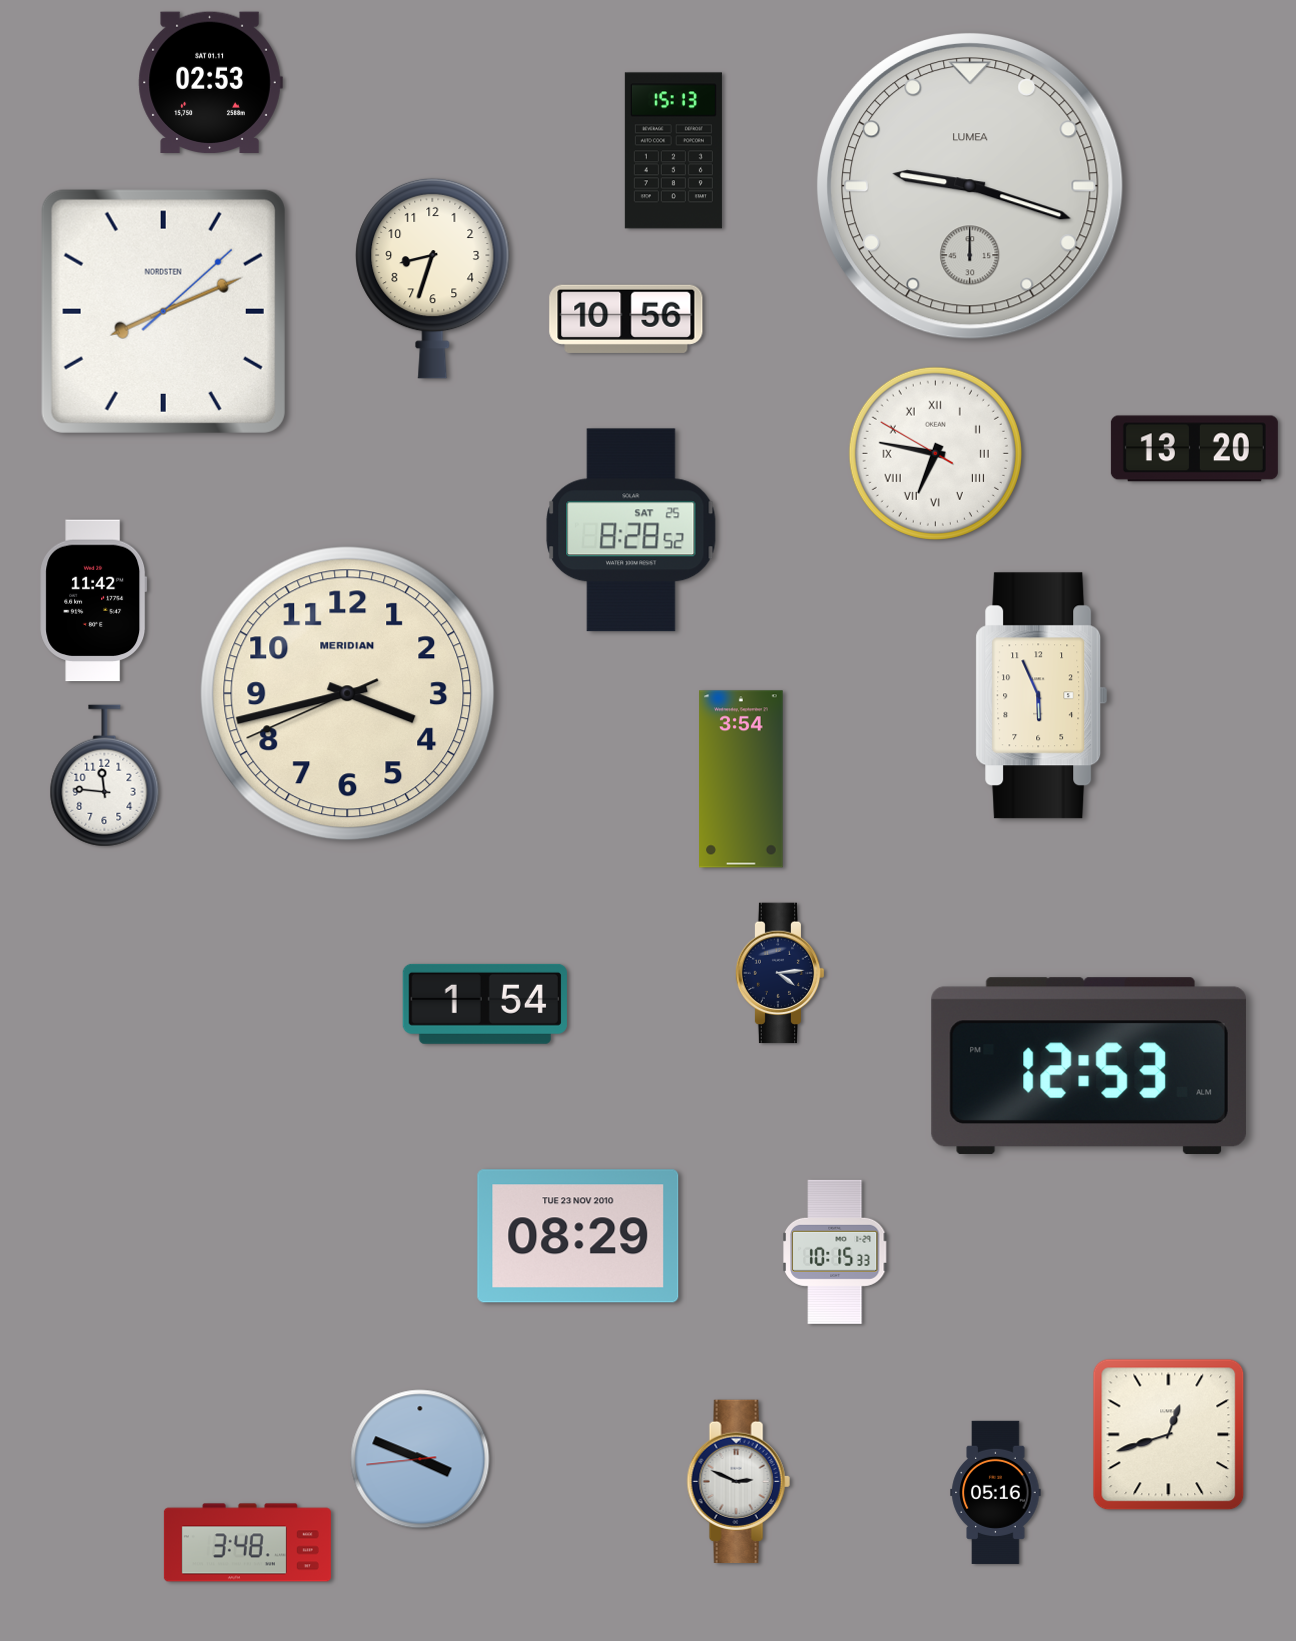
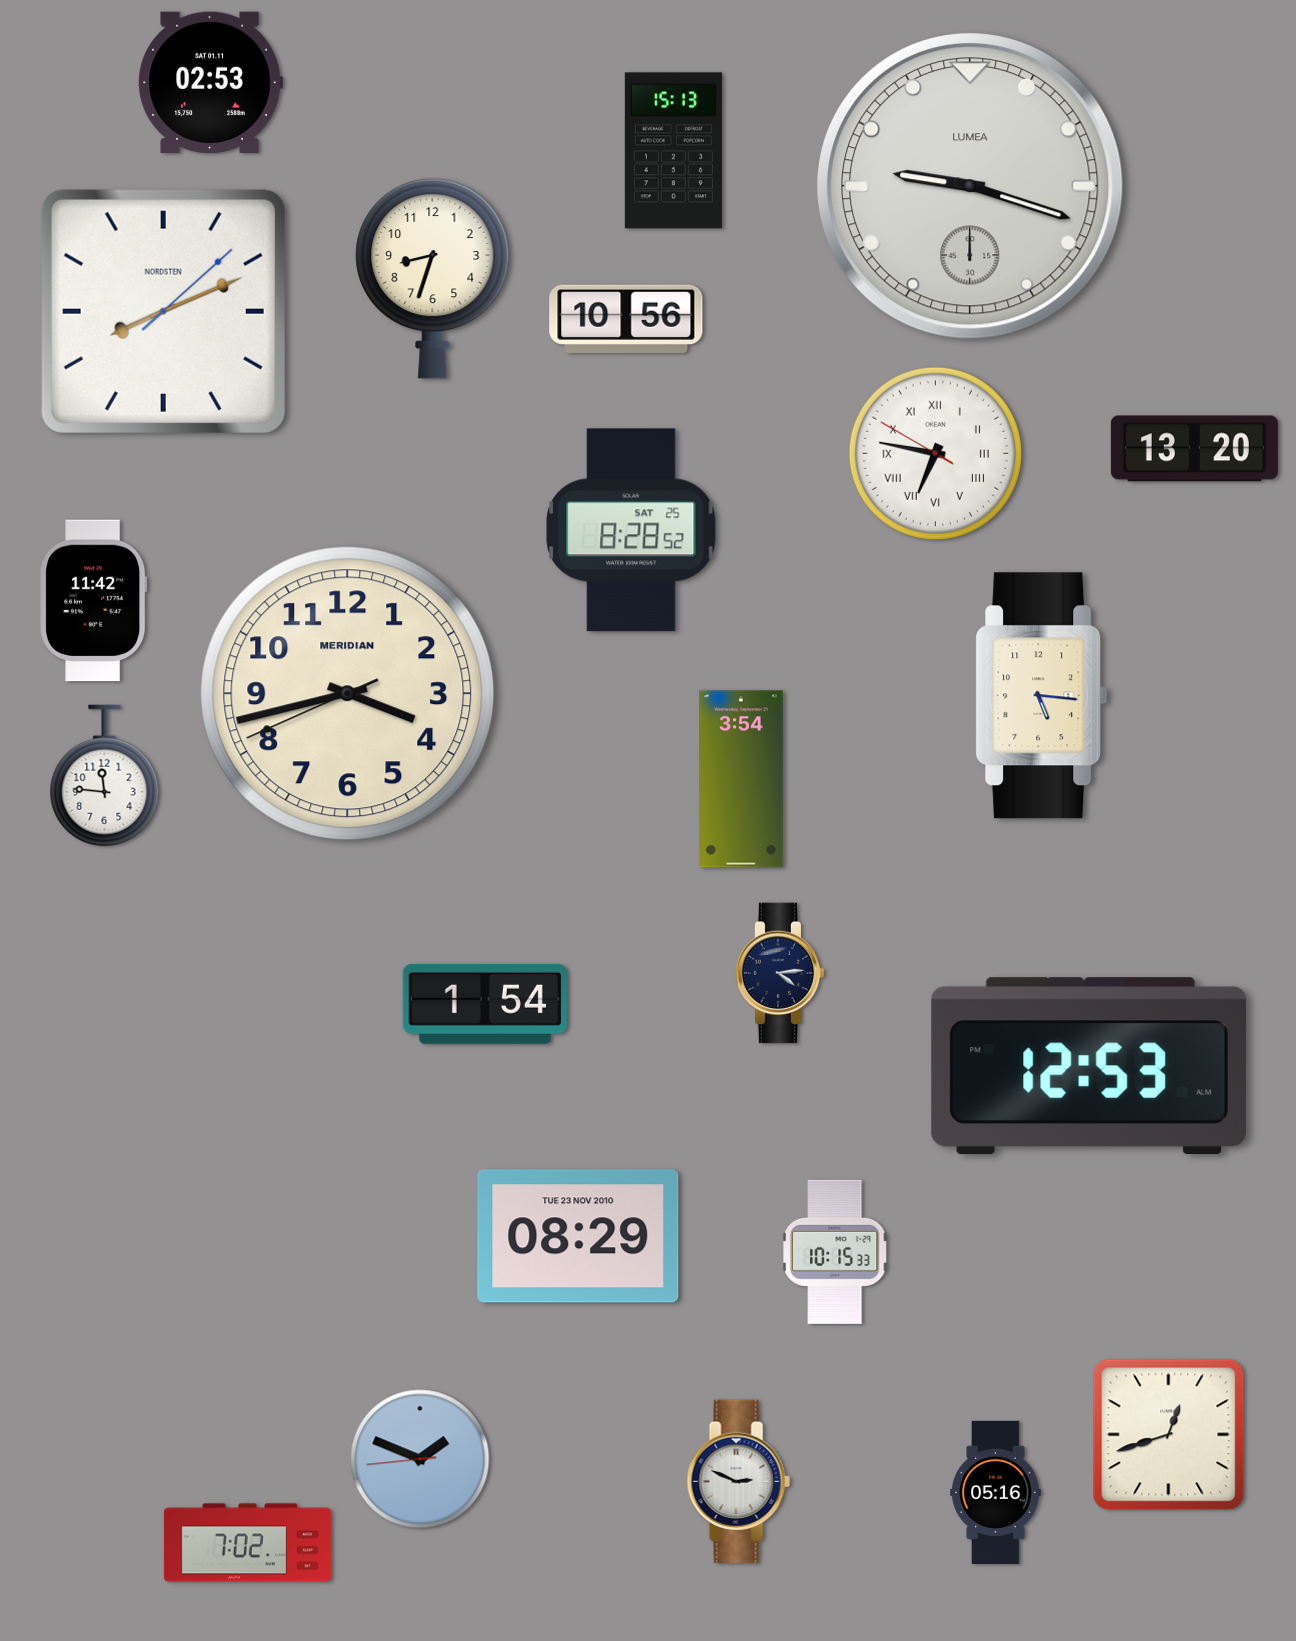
clock at (1042, 696): 5:56 -> 5:16
clock at (420, 1459): 3:48 -> 1:48
clock at (247, 1543): 3:48 -> 7:02
